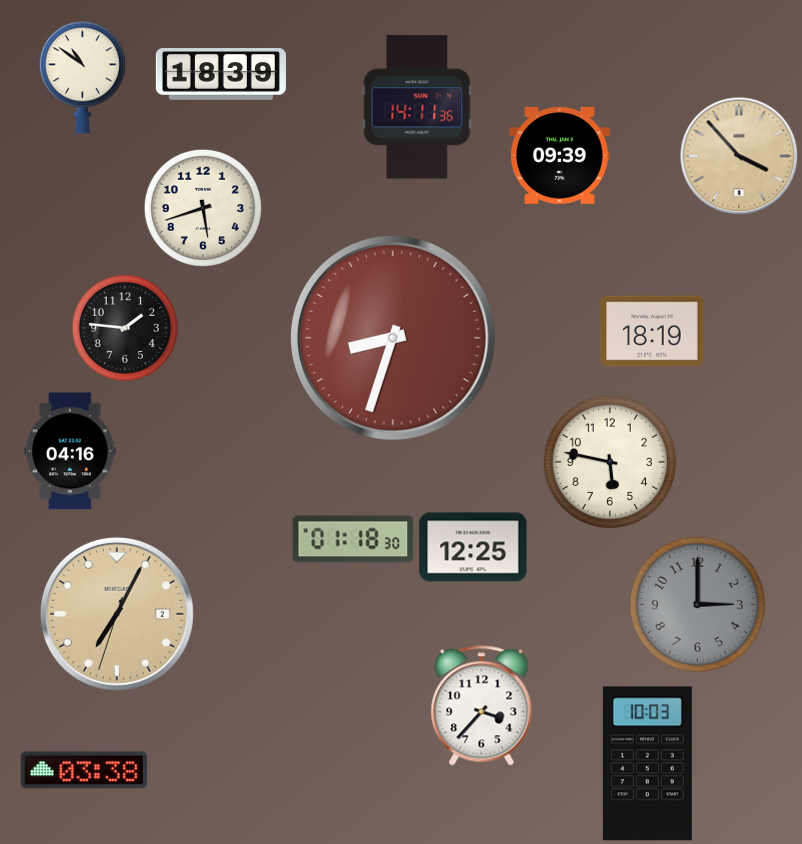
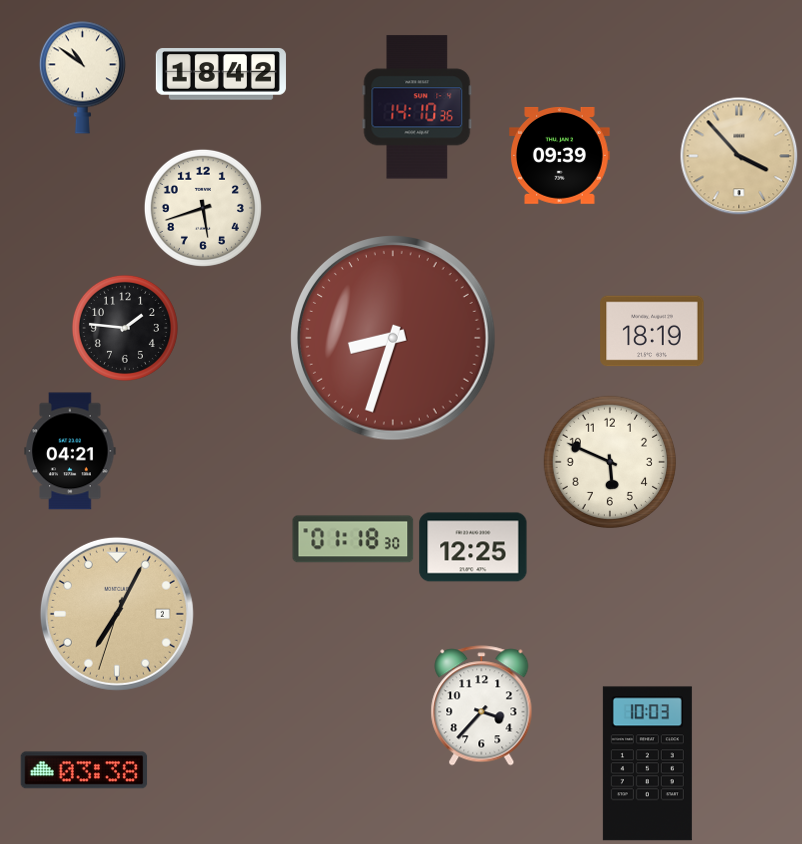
clock at (221, 74): 18:39 -> 18:42
clock at (417, 107): 14:11 -> 14:10
clock at (70, 451): 04:16 -> 04:21
clock at (610, 462): 5:47 -> 5:49
clock at (697, 604): 3:00 -> none
